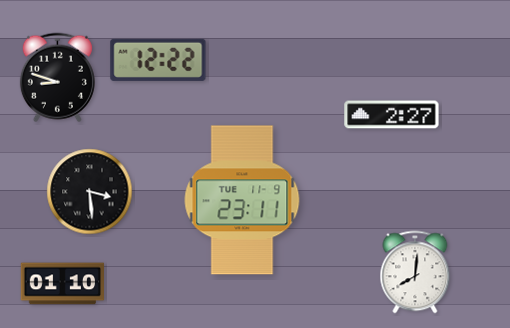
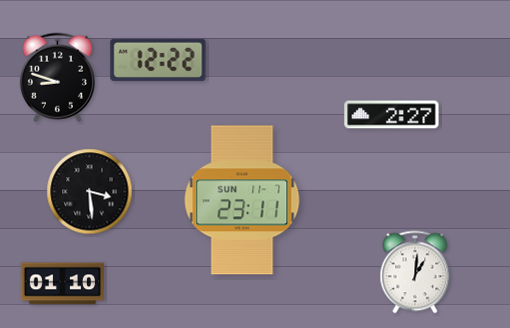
clock at (242, 200) date: TUE 11-9 -> SUN 11-7
clock at (415, 272): 8:01 -> 1:01
